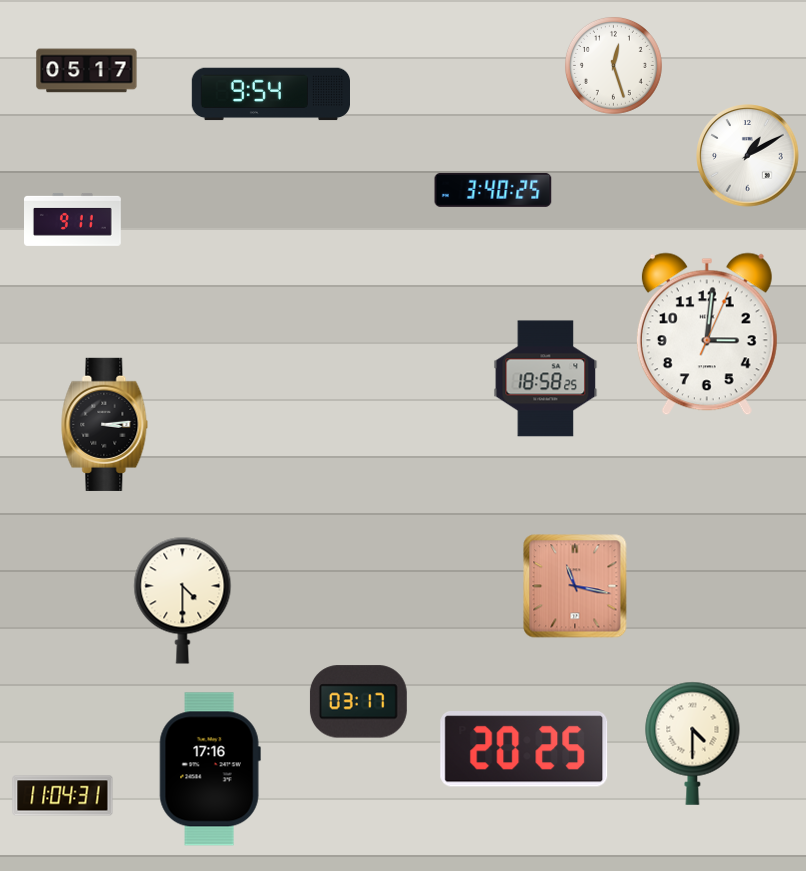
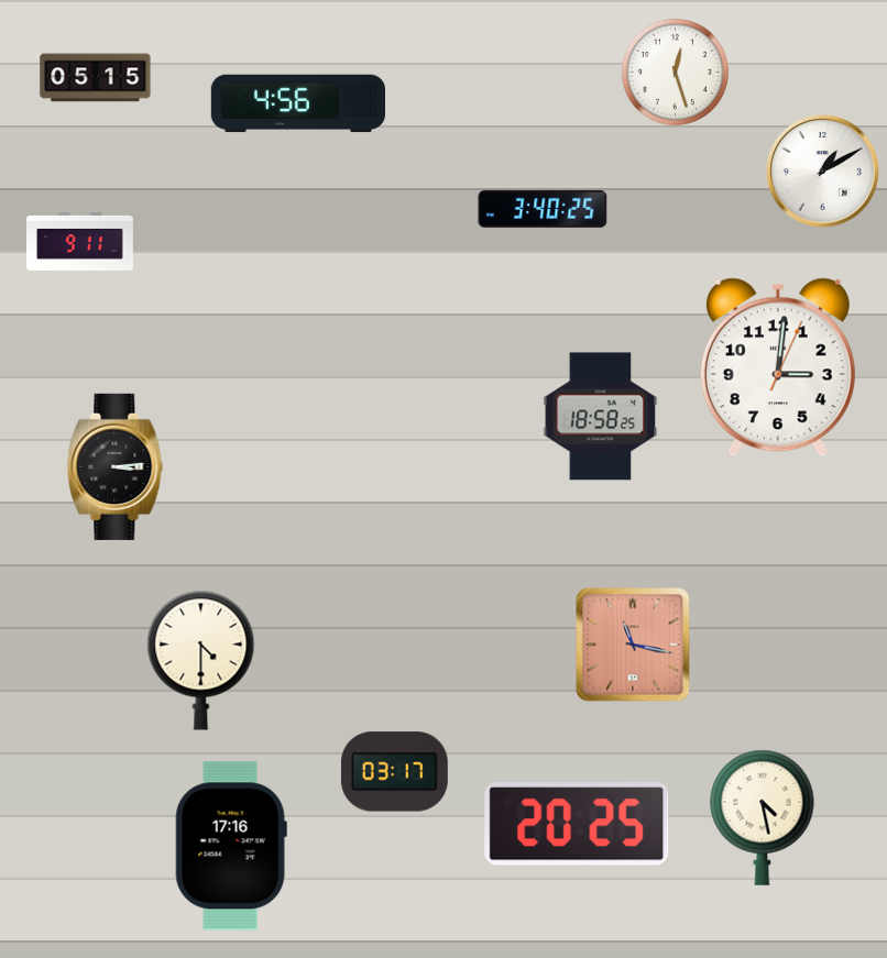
clock at (87, 71): 05:17 -> 05:15
clock at (270, 94): 9:54 -> 4:56
clock at (693, 743): 4:30 -> 4:28
clock at (63, 796): 11:04 -> none
